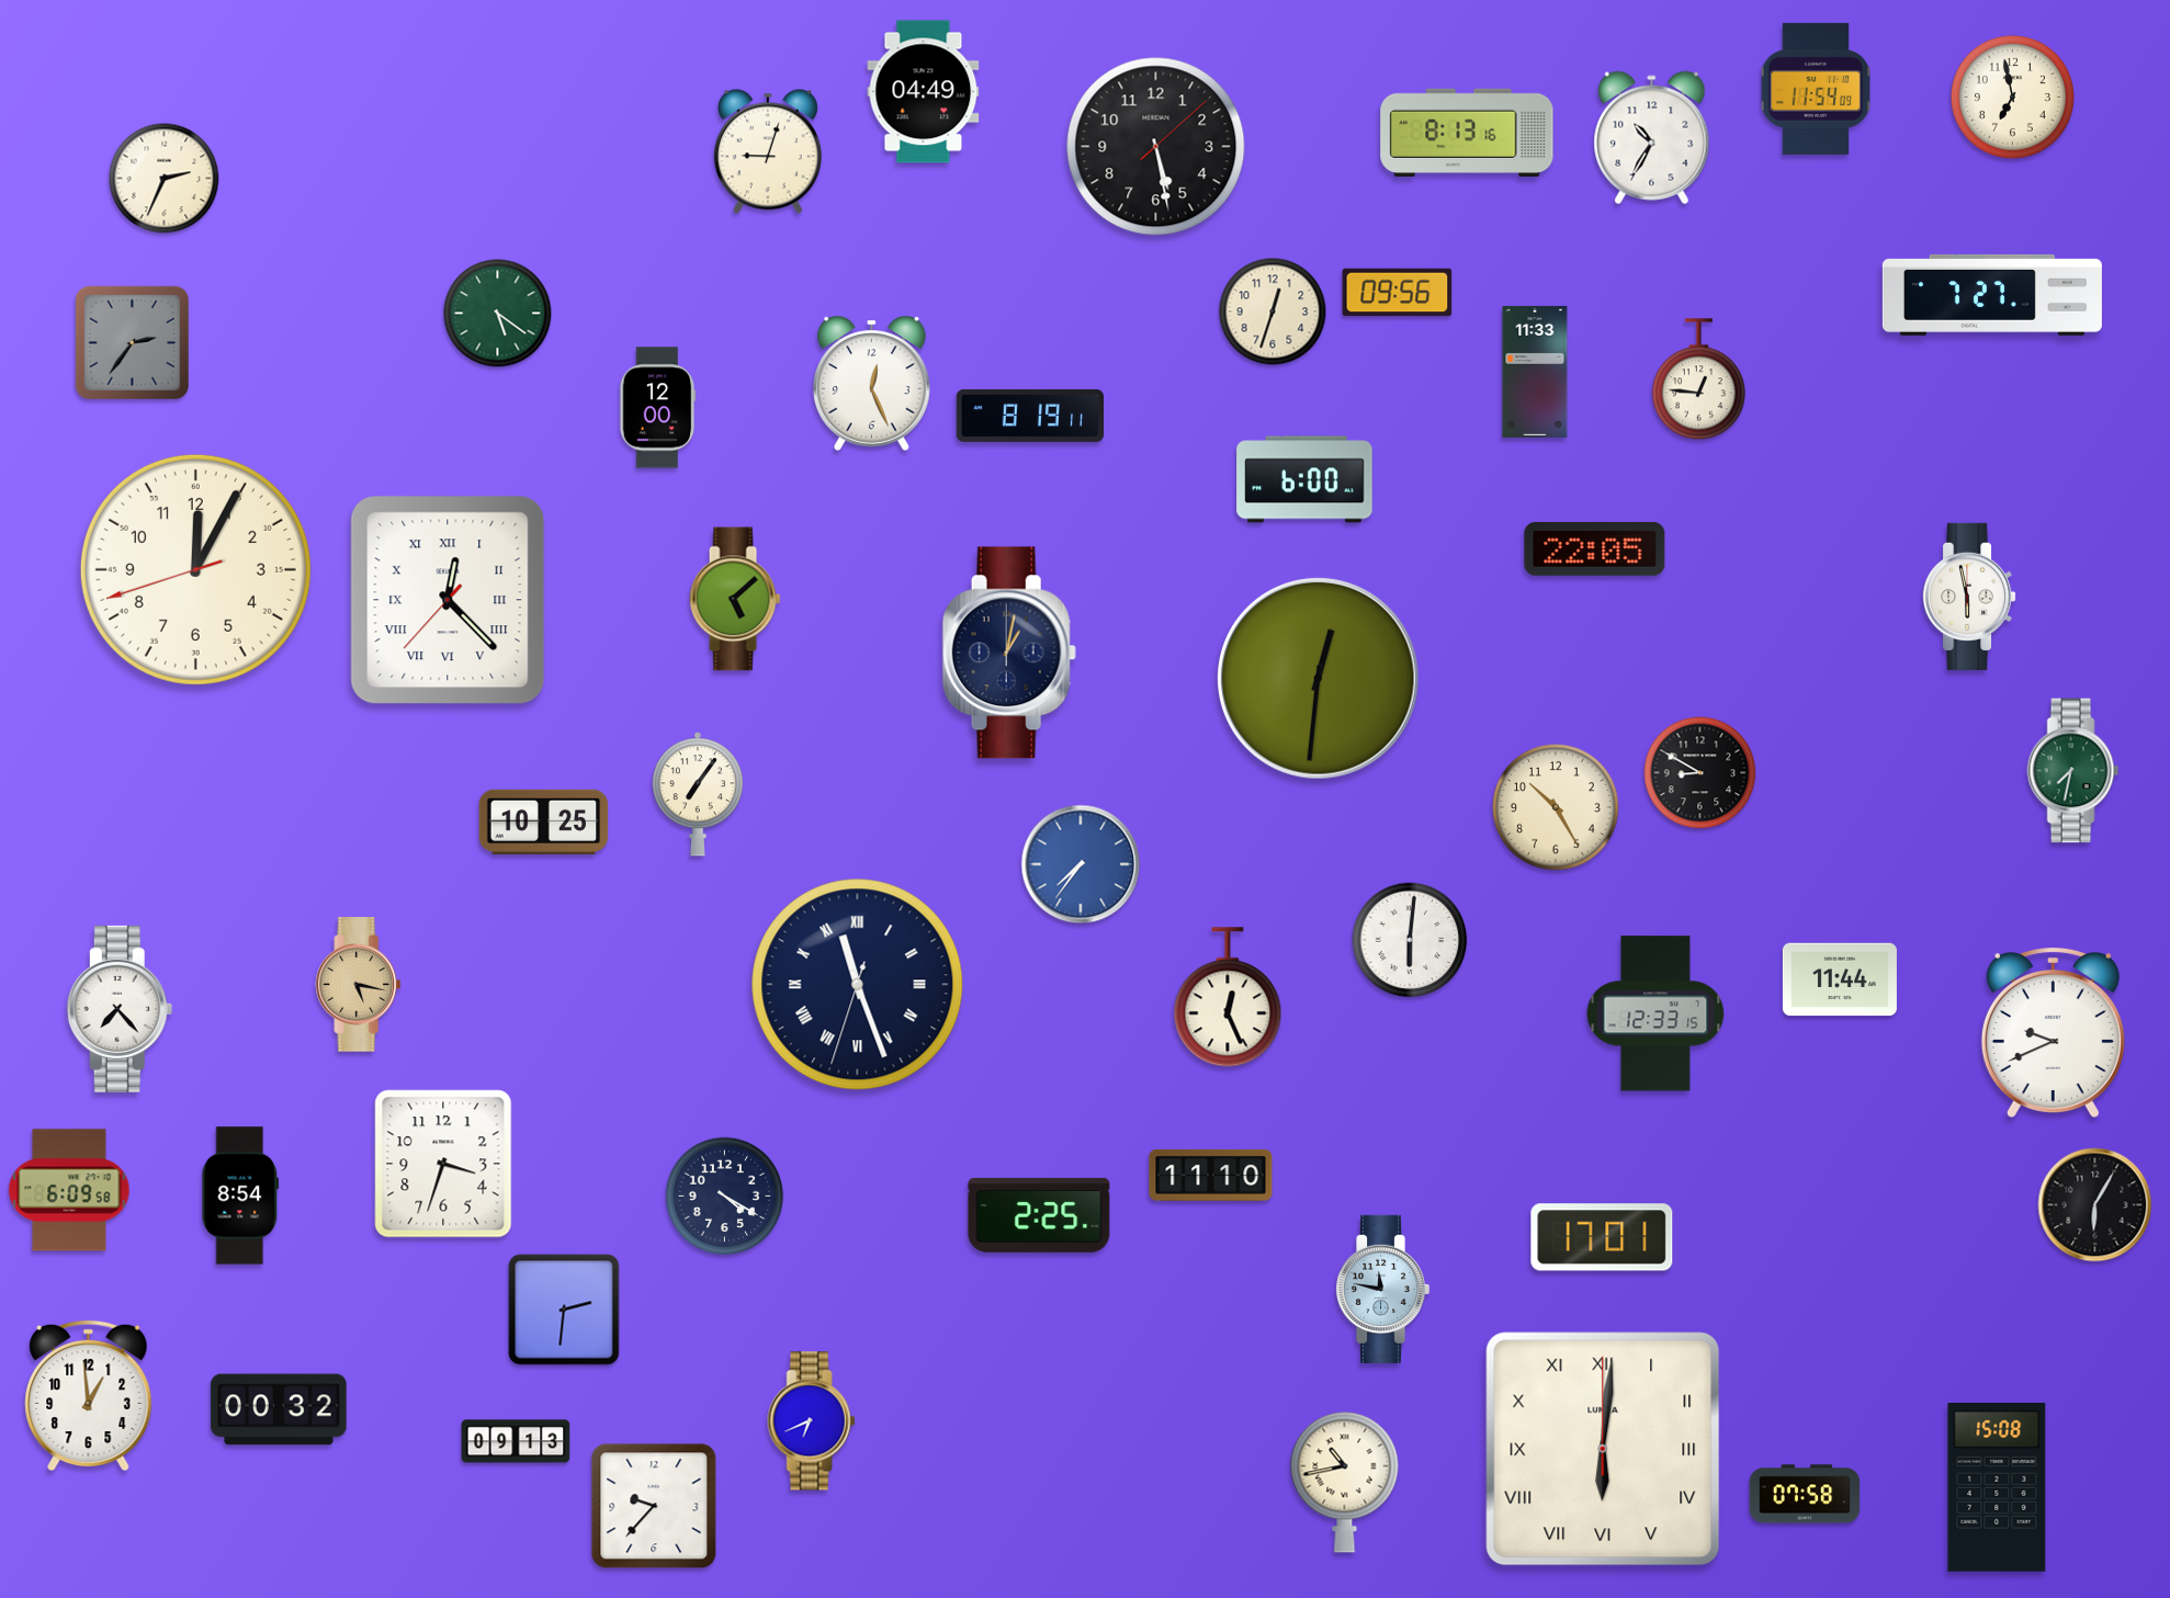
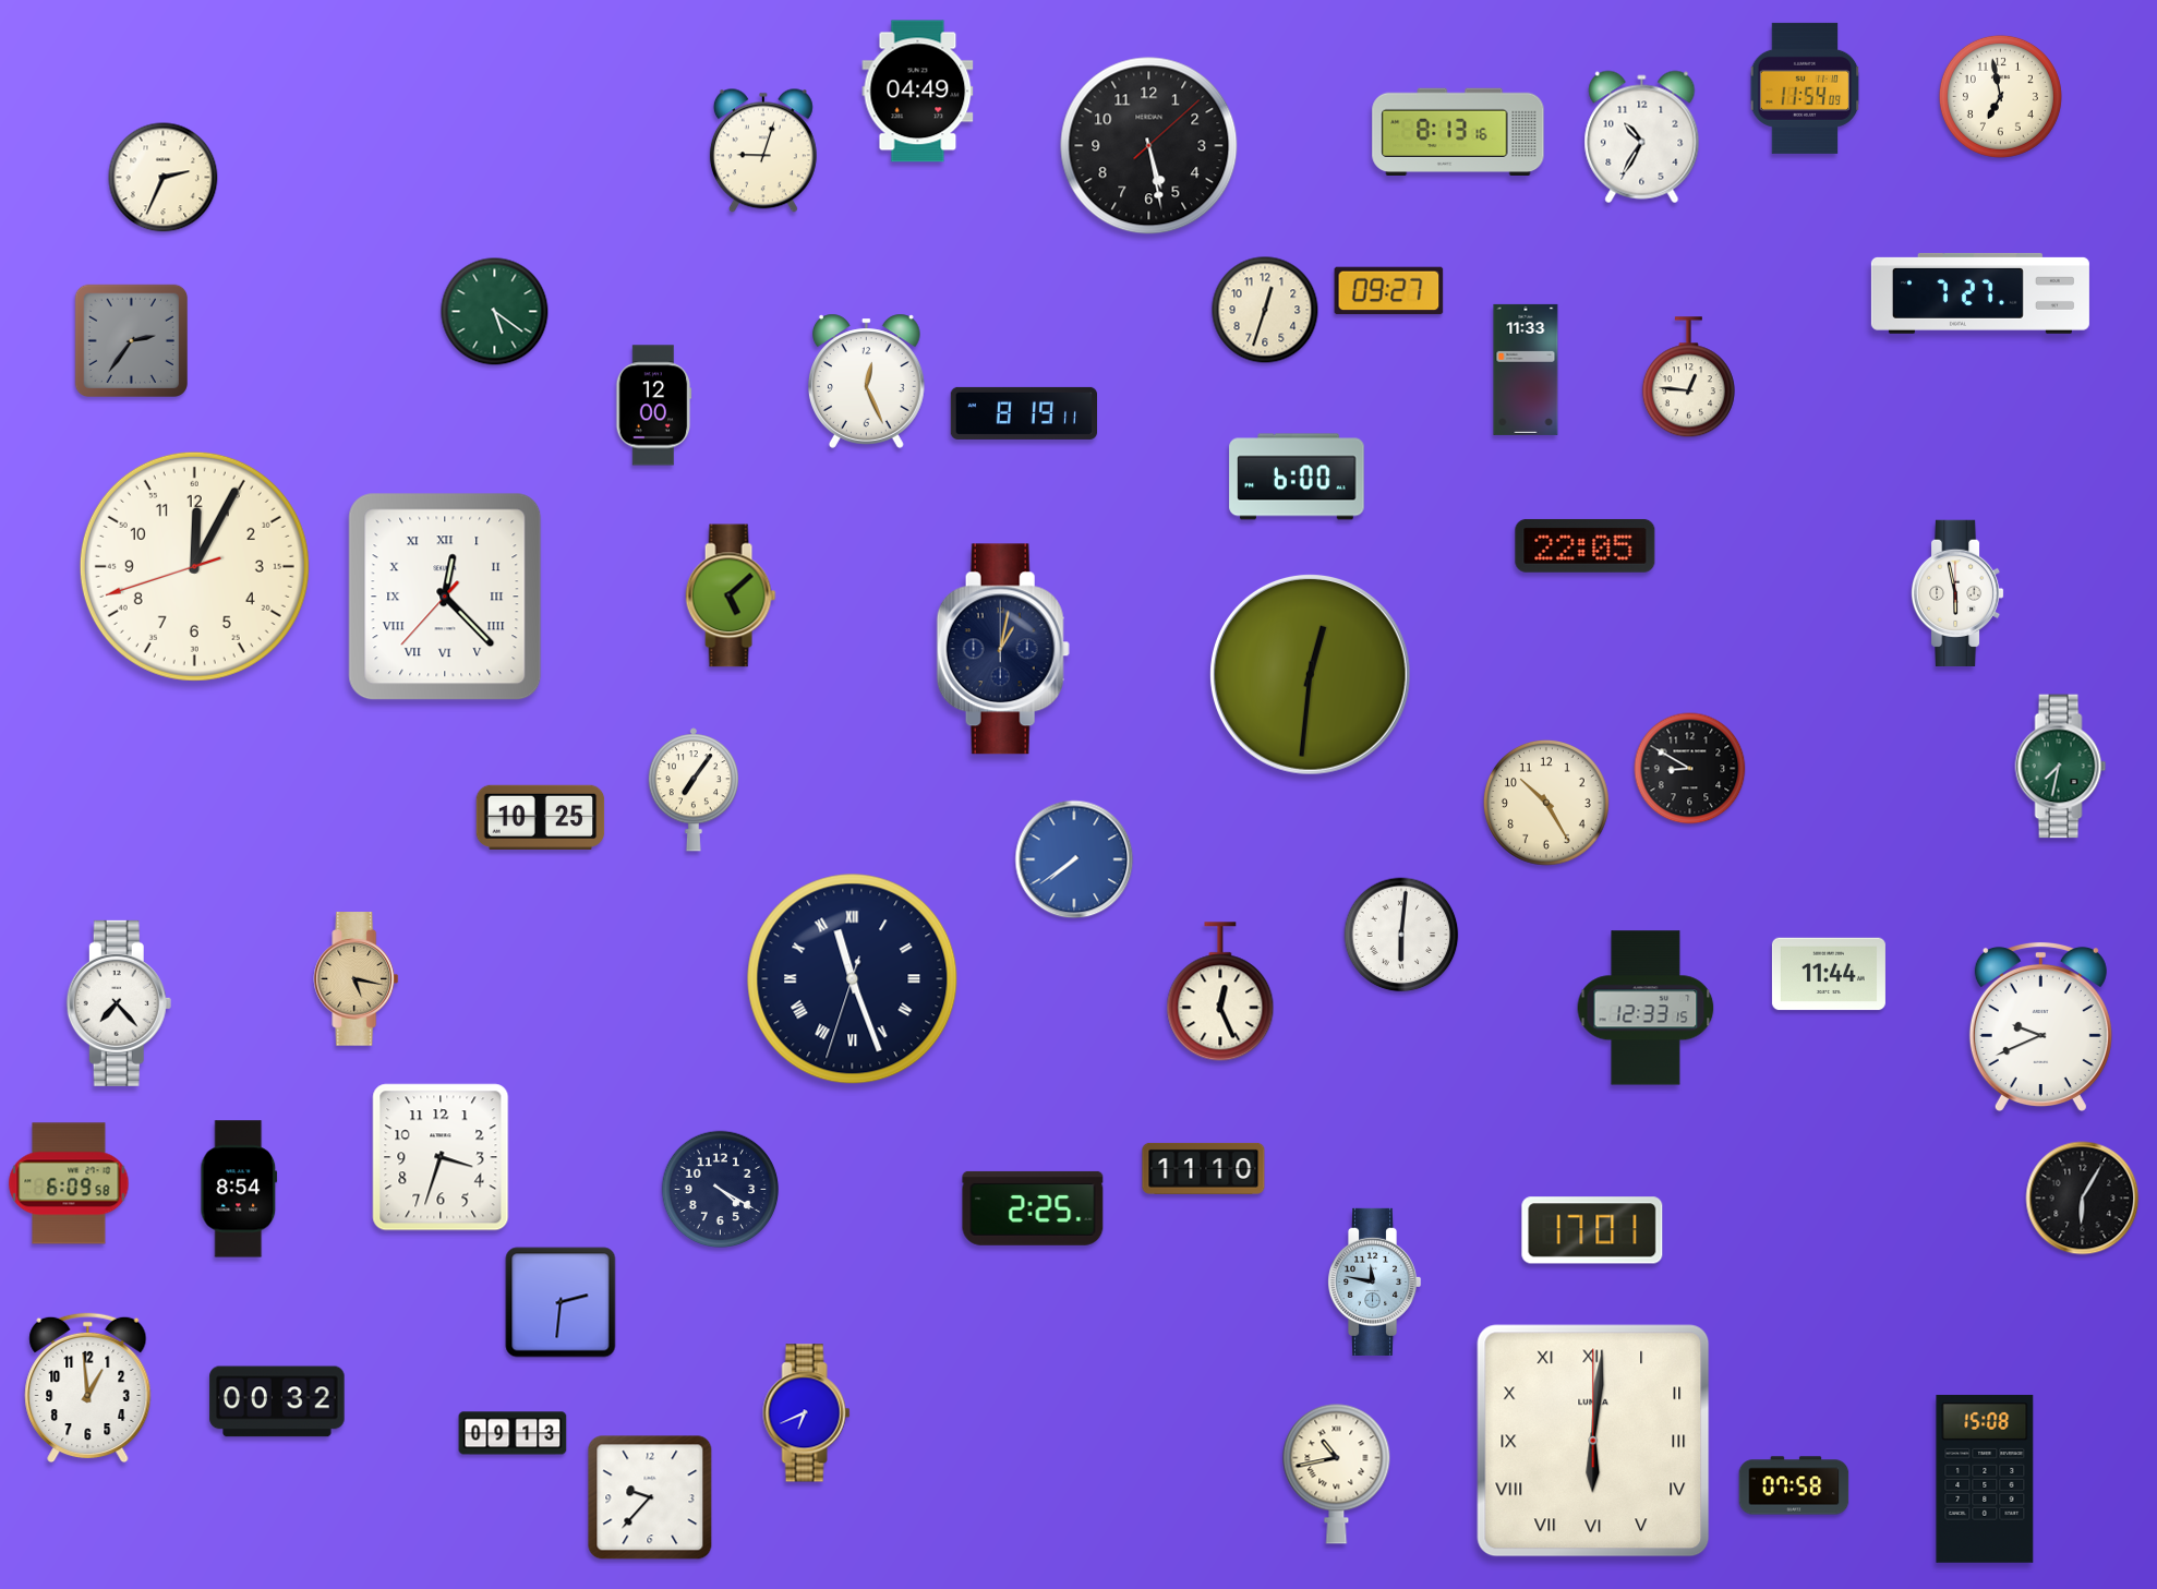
clock at (1398, 293): 09:56 -> 09:27
clock at (1081, 864): 7:36 -> 7:39
